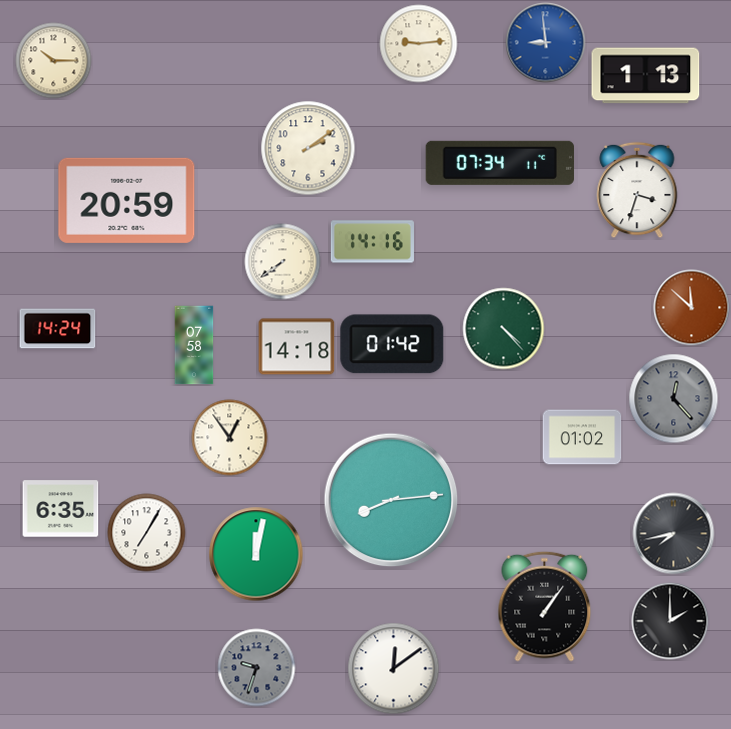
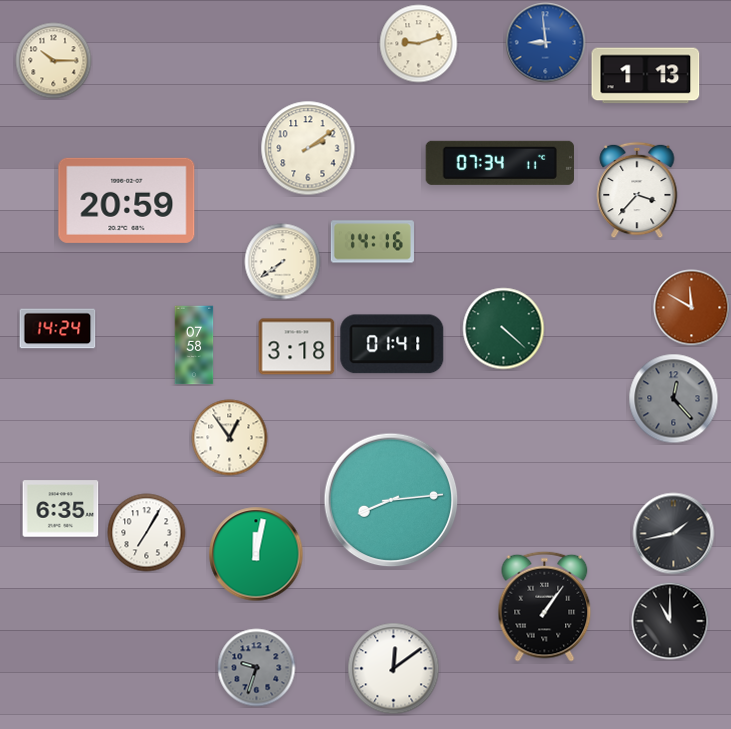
clock at (419, 44): 9:14 -> 9:12
clock at (637, 190): 3:33 -> 3:37
clock at (692, 308): 11:52 -> 11:50
clock at (504, 329): 4:23 -> 4:22
clock at (392, 344): 01:42 -> 01:41
clock at (297, 347): 14:18 -> 3:18
clock at (582, 437): 01:02 -> none
clock at (674, 534): 7:43 -> 1:43
clock at (670, 621): 2:00 -> 11:00
